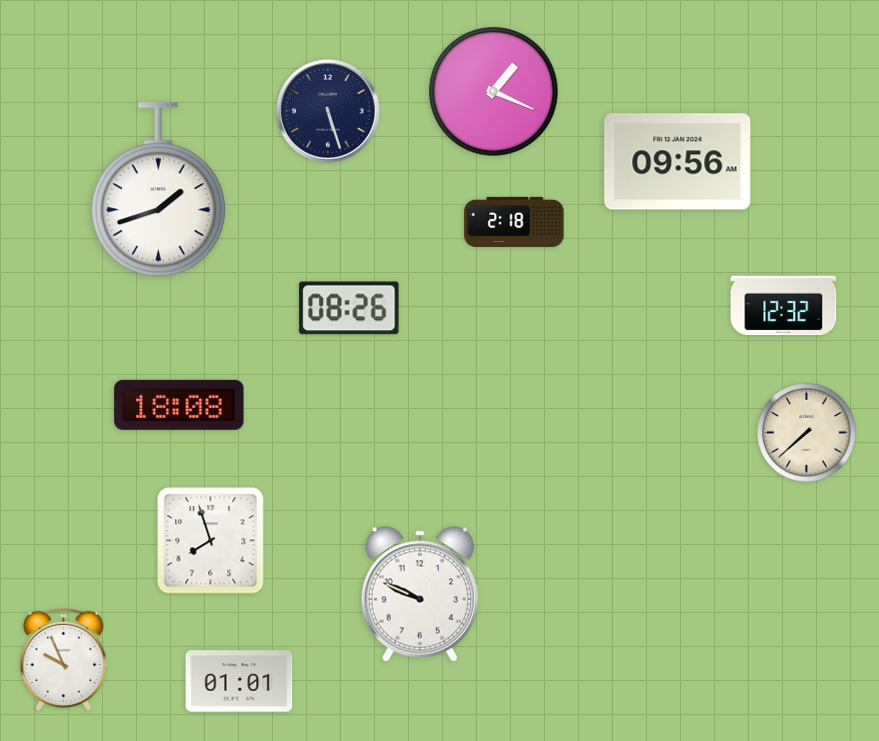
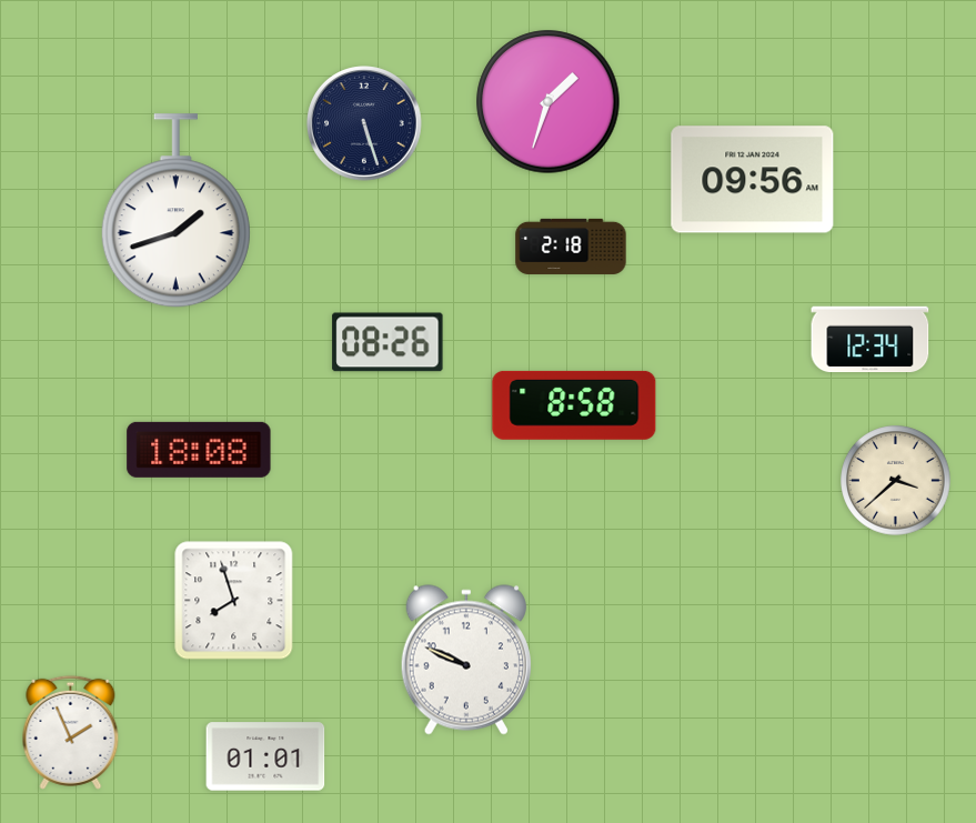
clock at (494, 92): 1:19 -> 1:33
clock at (784, 306): 12:32 -> 12:34
clock at (574, 405): none -> 8:58
clock at (807, 433): 7:38 -> 3:38
clock at (64, 659): 9:56 -> 1:56
